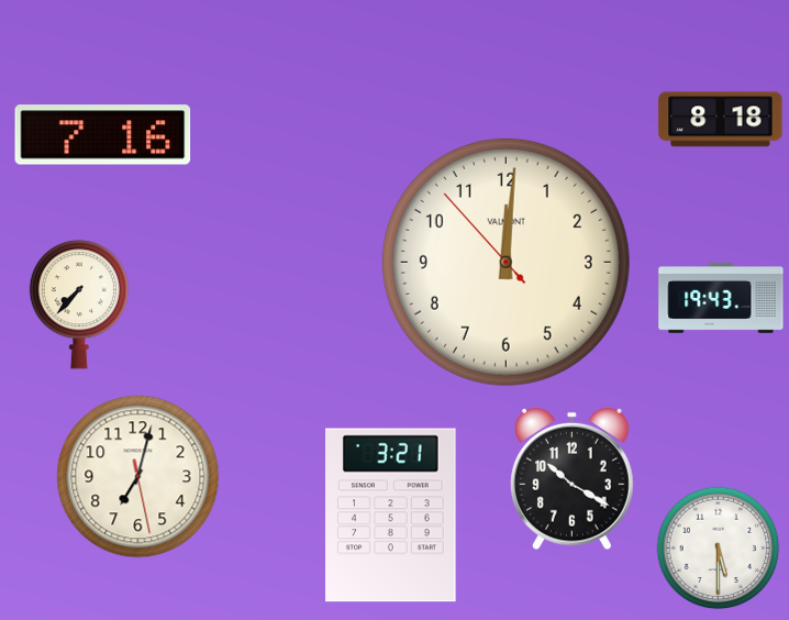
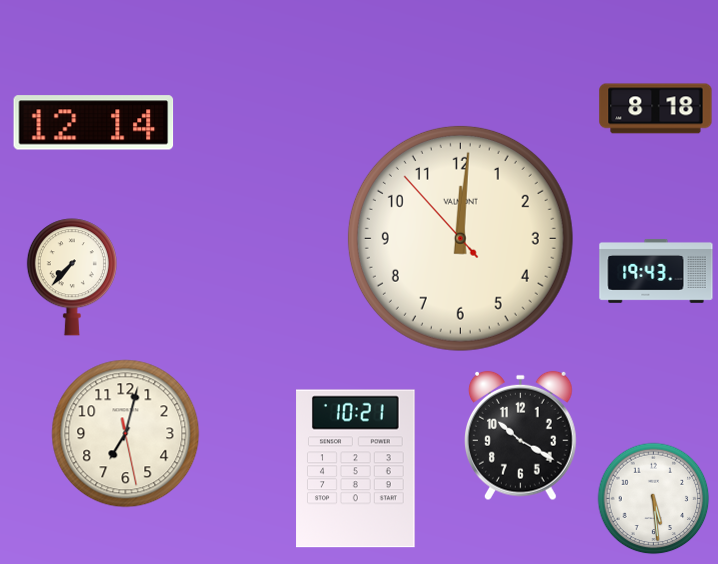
clock at (103, 135): 7:16 -> 12:14
clock at (391, 516): 3:21 -> 10:21
clock at (719, 549): 5:30 -> 5:29
